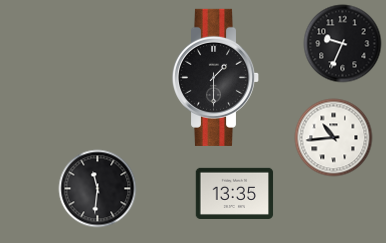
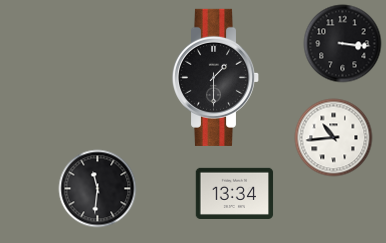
clock at (342, 43): 9:34 -> 3:16
clock at (234, 193): 13:35 -> 13:34
